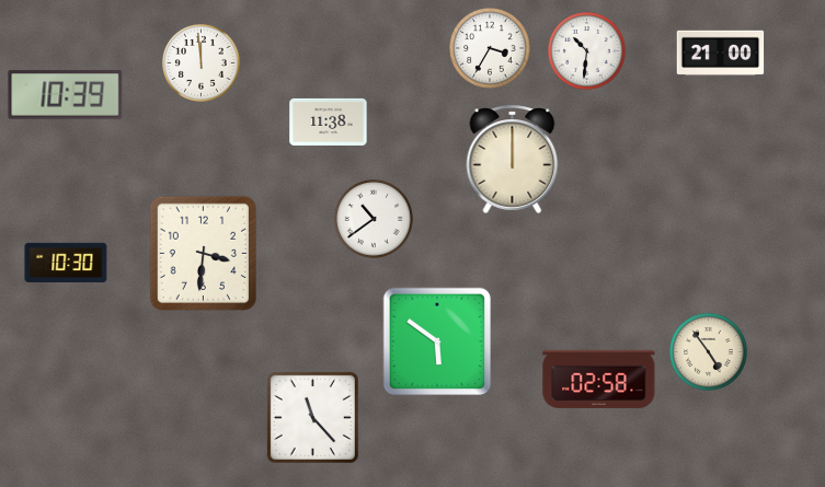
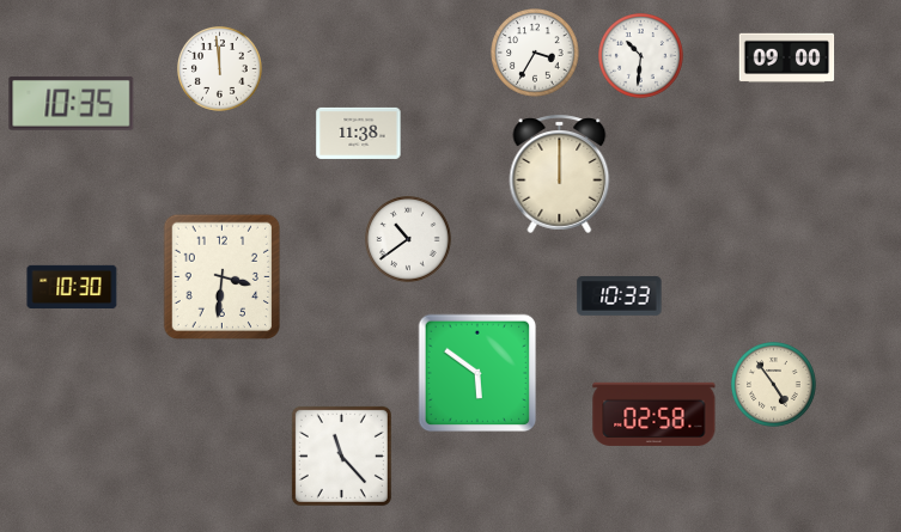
clock at (721, 54): 21:00 -> 09:00
clock at (66, 94): 10:39 -> 10:35
clock at (620, 296): none -> 10:33
